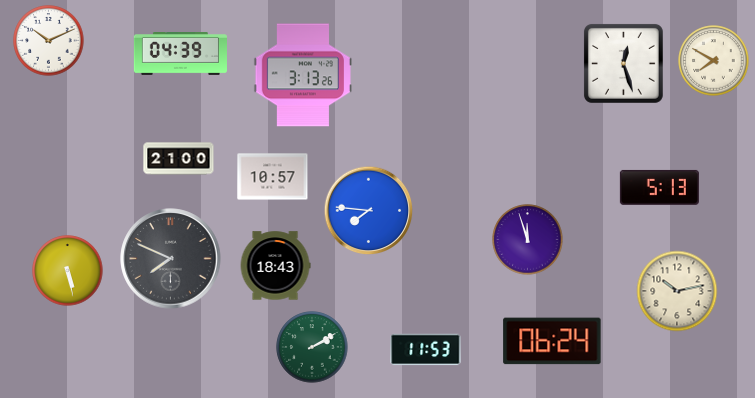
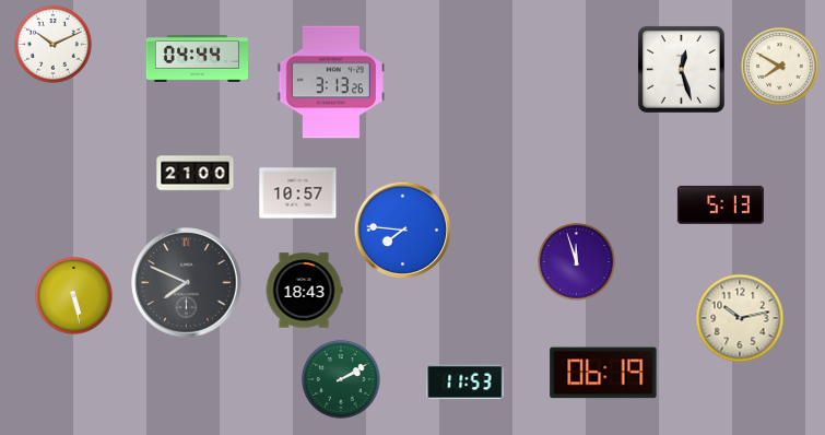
clock at (180, 54): 04:39 -> 04:44
clock at (275, 266) position: (275, 266) -> (304, 291)
clock at (552, 341): 06:24 -> 06:19
